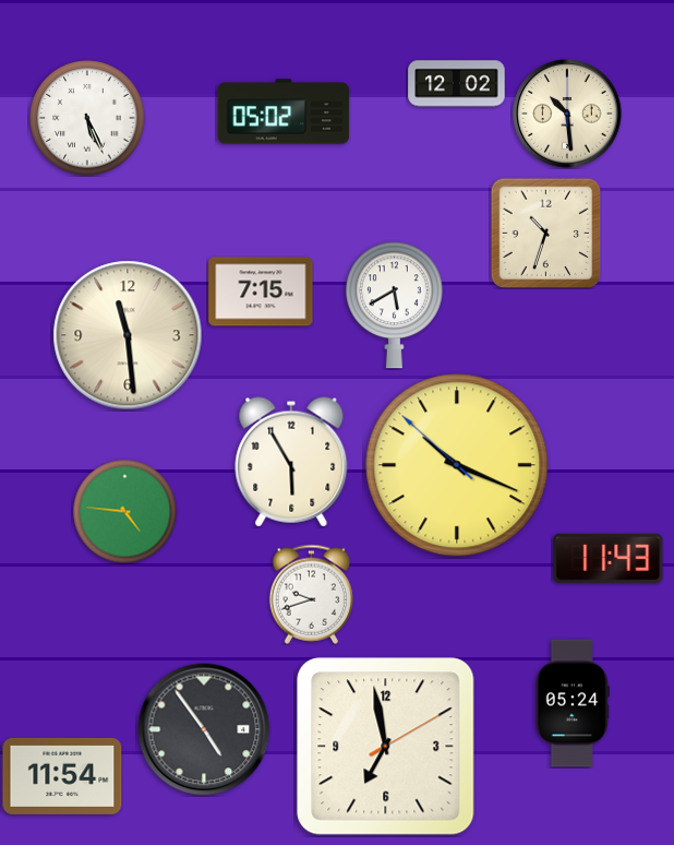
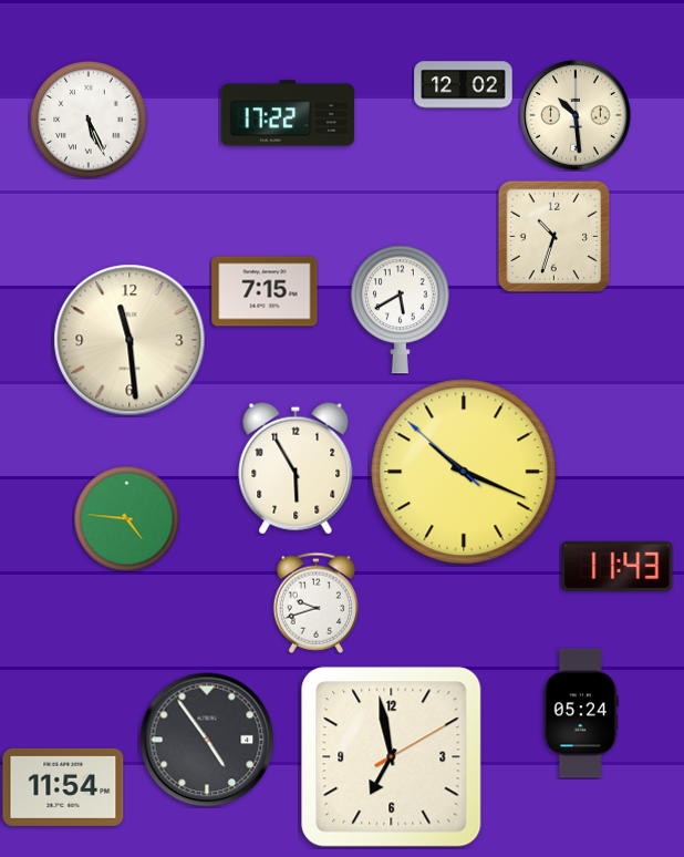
clock at (284, 111): 05:02 -> 17:22
clock at (261, 291) position: (261, 291) -> (265, 291)
